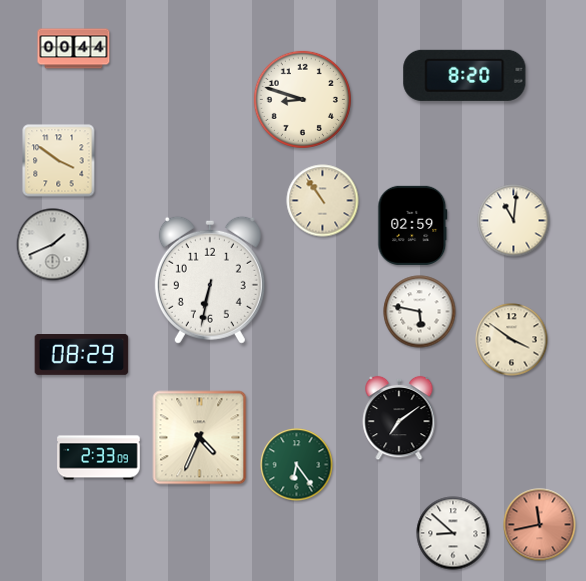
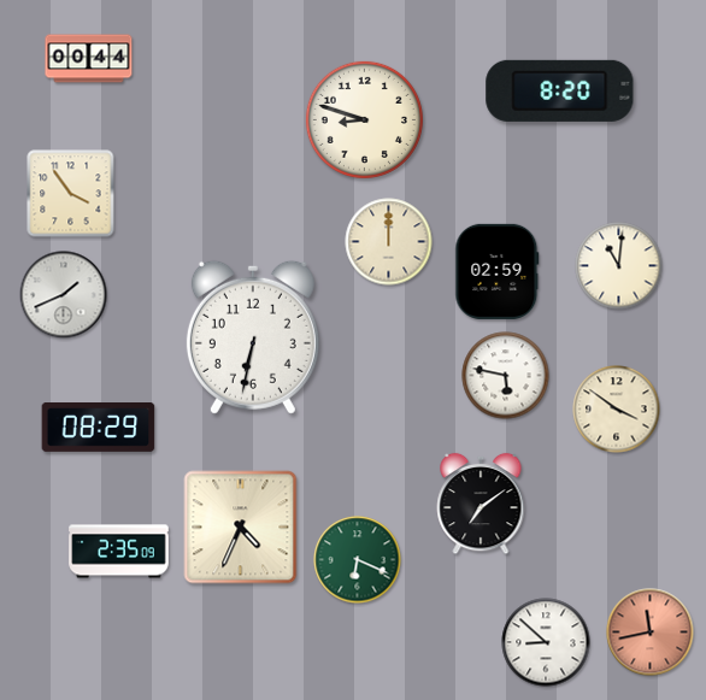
clock at (59, 161): 3:51 -> 3:54
clock at (323, 201): 10:54 -> 12:00
clock at (99, 458): 2:33 -> 2:35
clock at (297, 465): 6:24 -> 6:19
